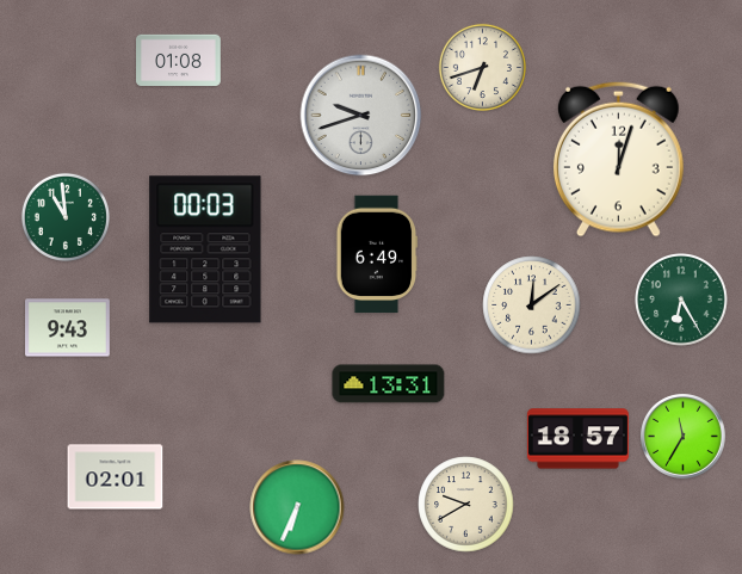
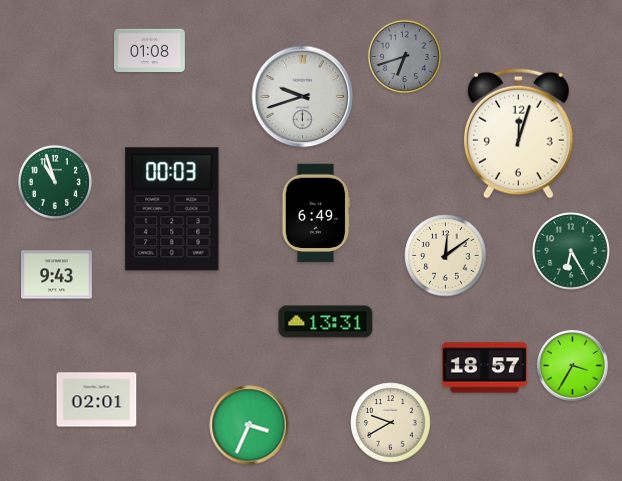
clock at (482, 67) dial: cream -> grey
clock at (66, 217): 10:59 -> 10:57
clock at (684, 437): 11:35 -> 3:35
clock at (297, 507): 6:34 -> 3:34
